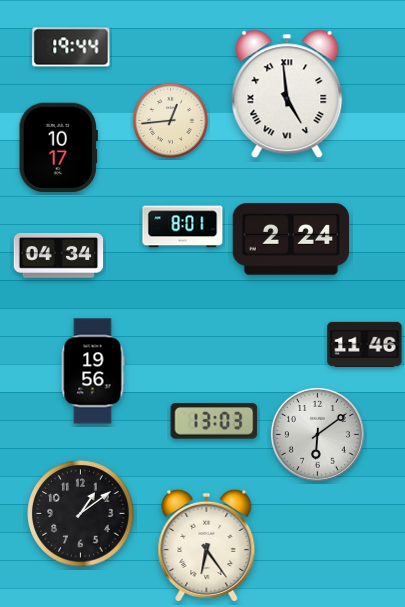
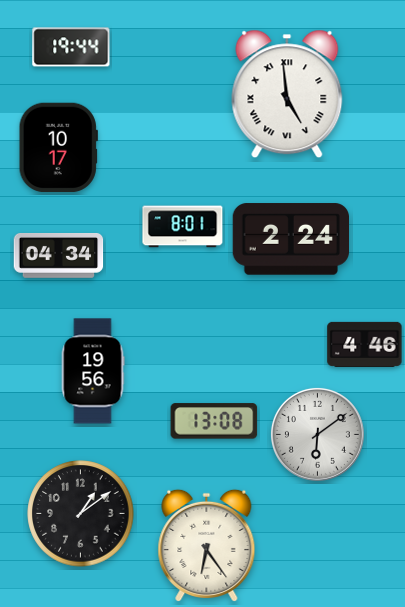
clock at (170, 120): 12:44 -> none
clock at (365, 344): 11:46 -> 4:46
clock at (214, 421): 13:03 -> 13:08
